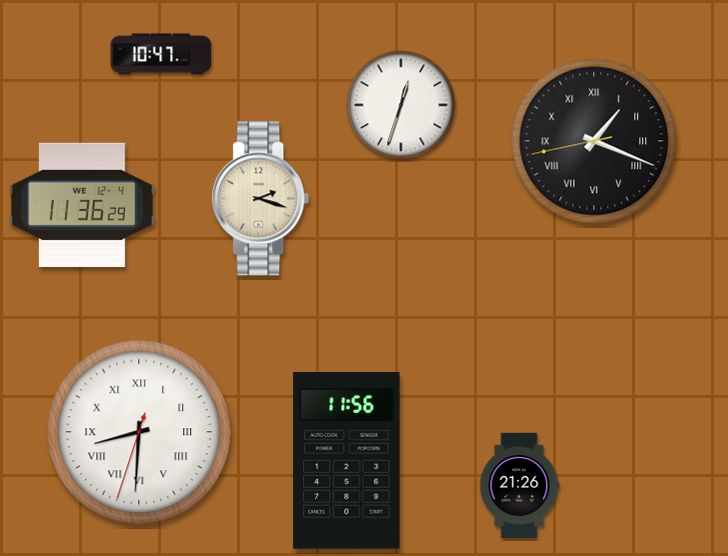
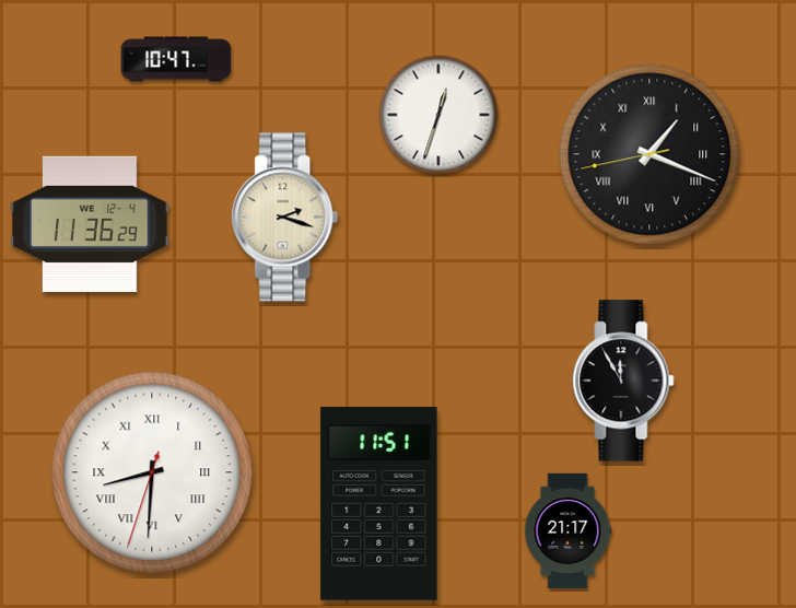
clock at (623, 381): none -> 11:55
clock at (347, 461): 11:56 -> 11:51
clock at (519, 485): 21:26 -> 21:17
